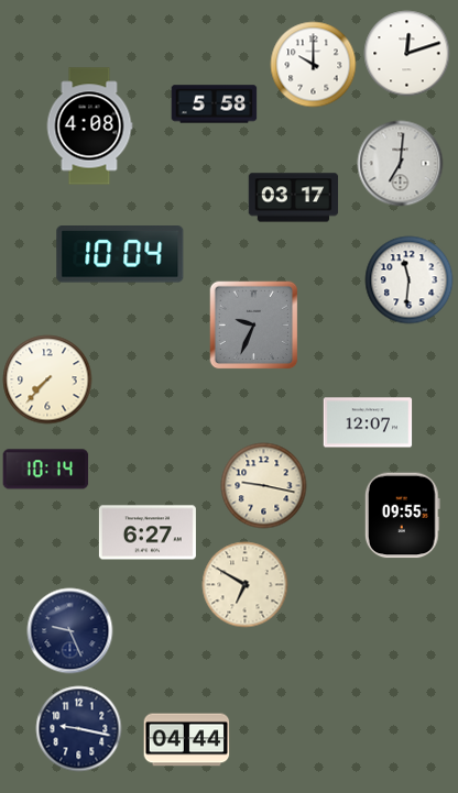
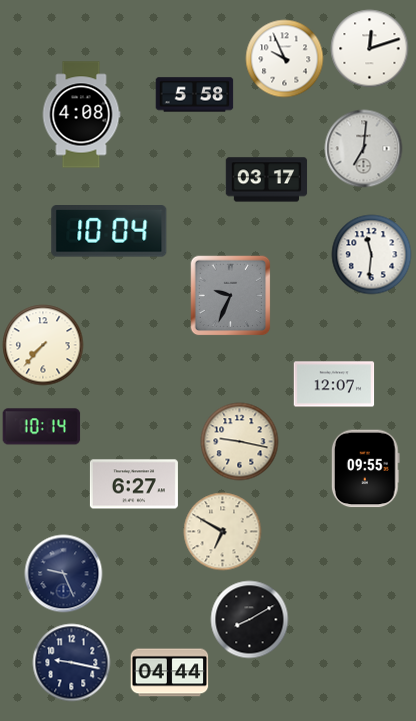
clock at (313, 64): 10:00 -> 9:56
clock at (249, 619): none -> 8:10
